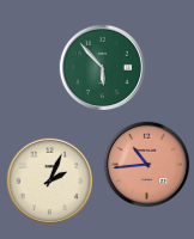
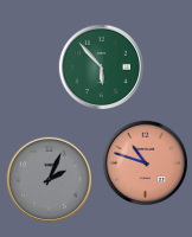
clock at (146, 164): 10:44 -> 10:48
clock at (49, 180) dial: cream -> grey
